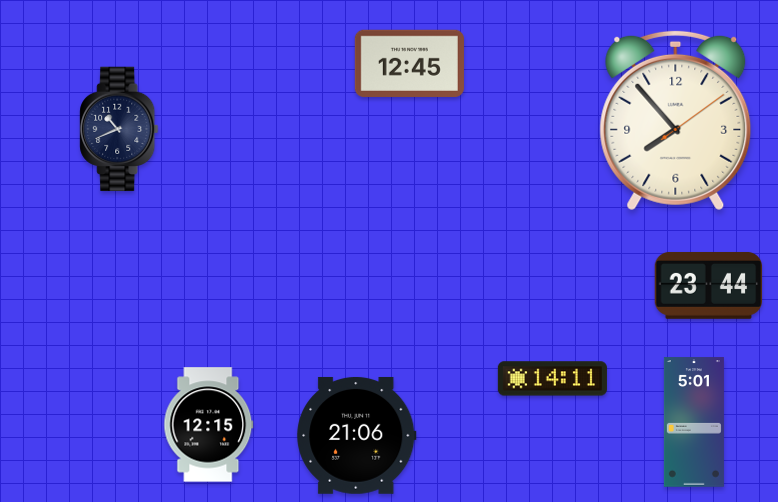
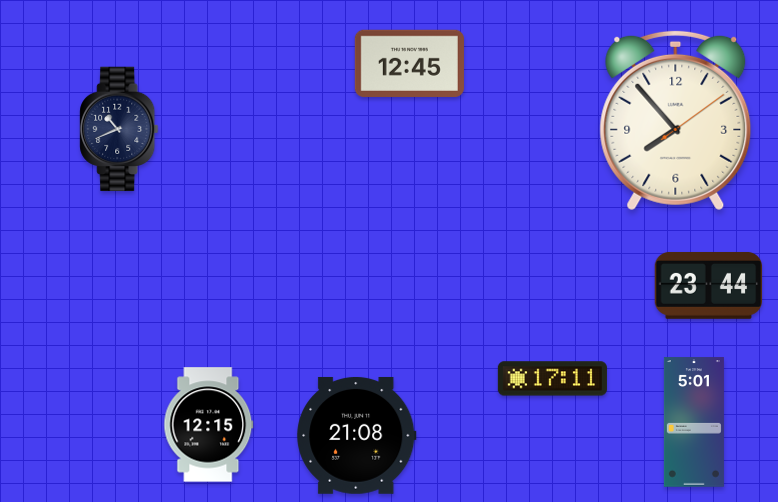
clock at (552, 379): 14:11 -> 17:11
clock at (357, 435): 21:06 -> 21:08
